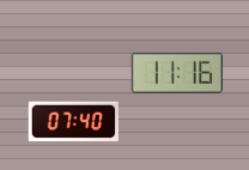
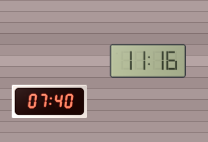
clock at (73, 121) position: (73, 121) -> (49, 101)
